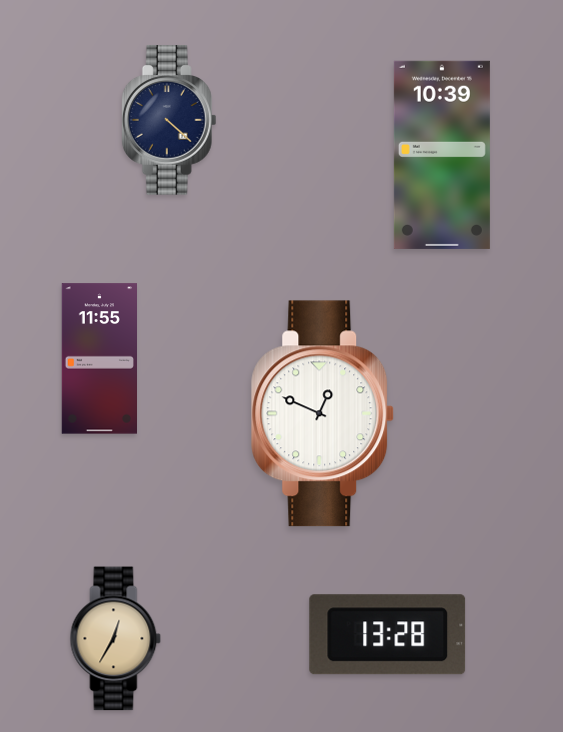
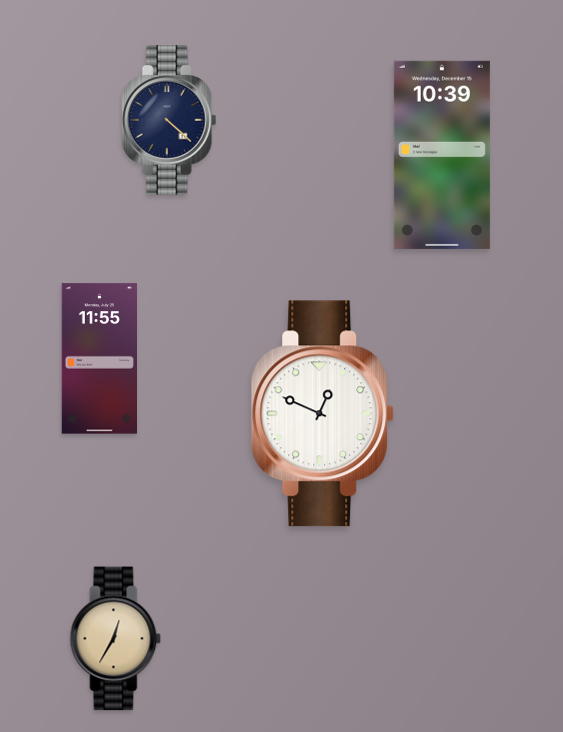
clock at (388, 635): 13:28 -> none
